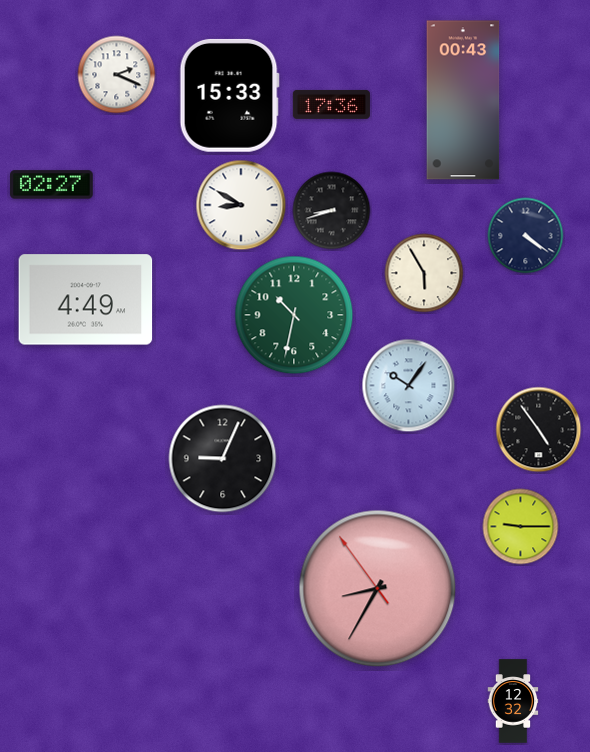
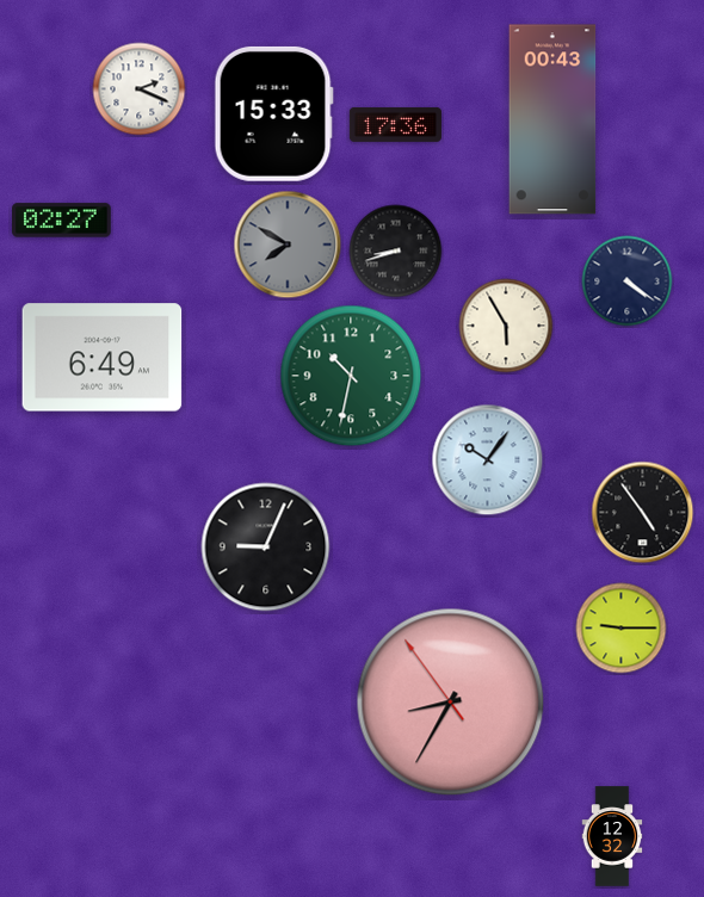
clock at (241, 205): 8:50 -> 7:50
clock at (241, 205) dial: white -> grey
clock at (86, 300): 4:49 -> 6:49
